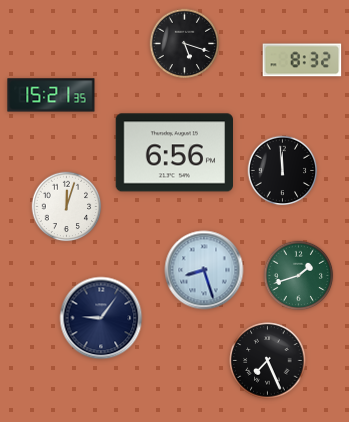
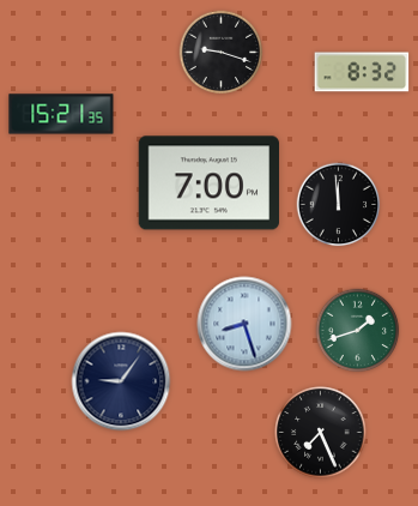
clock at (185, 44): 5:18 -> 9:18
clock at (174, 153): 6:56 -> 7:00
clock at (67, 207): 12:03 -> none
